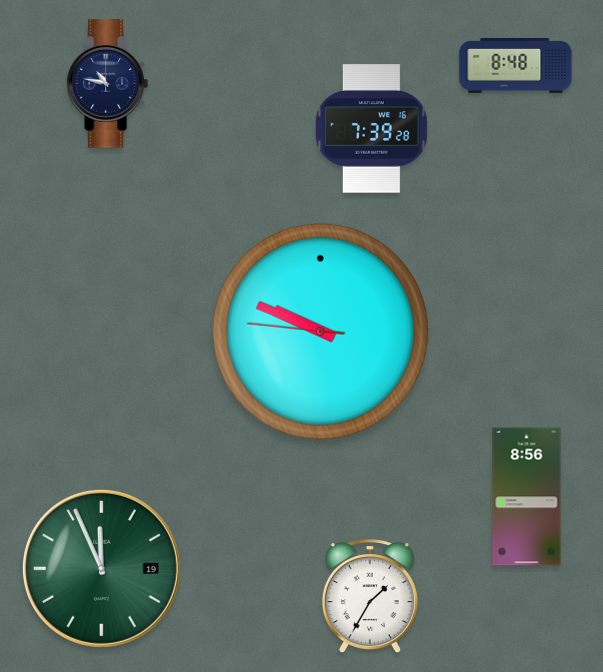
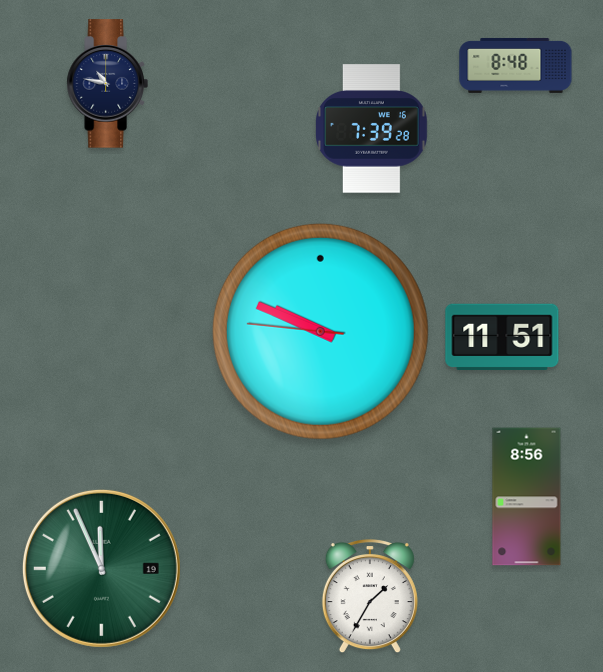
clock at (502, 337): none -> 11:51
